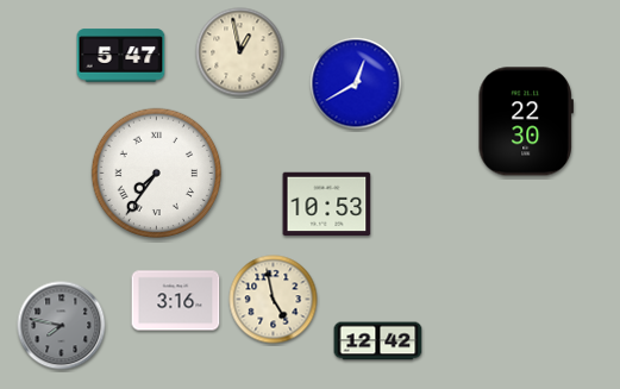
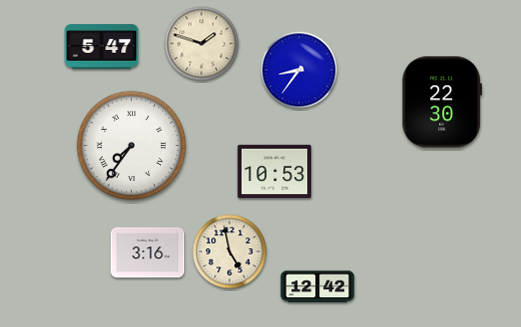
clock at (240, 52): 12:58 -> 1:48
clock at (356, 83): 12:40 -> 8:36
clock at (62, 326): 7:47 -> none
